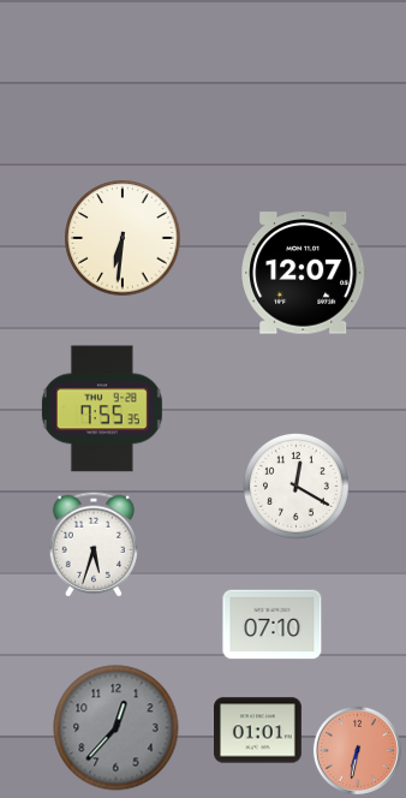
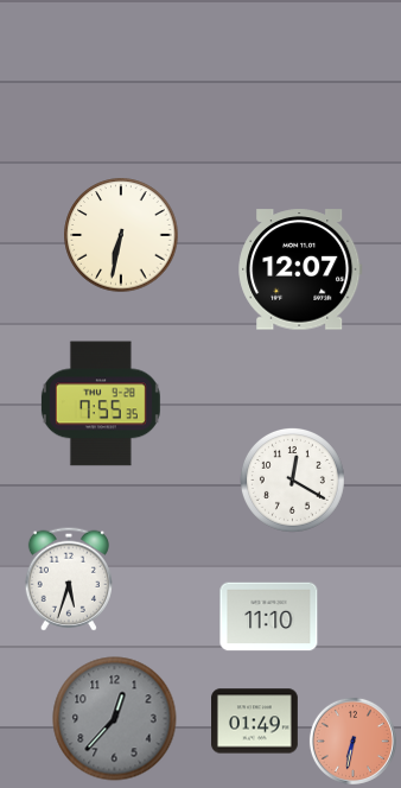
clock at (123, 238): 6:31 -> 6:32
clock at (94, 544) position: (94, 544) -> (69, 579)
clock at (273, 625): 07:10 -> 11:10
clock at (258, 731): 01:01 -> 01:49
